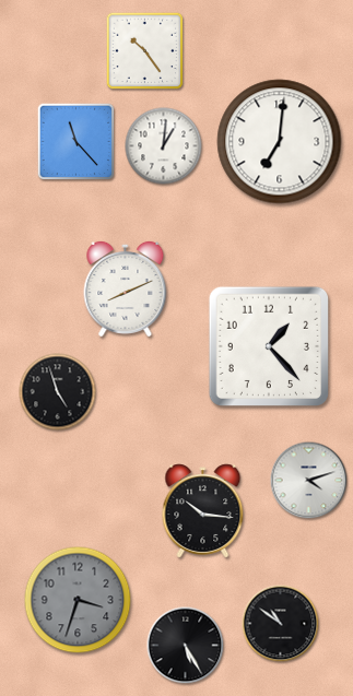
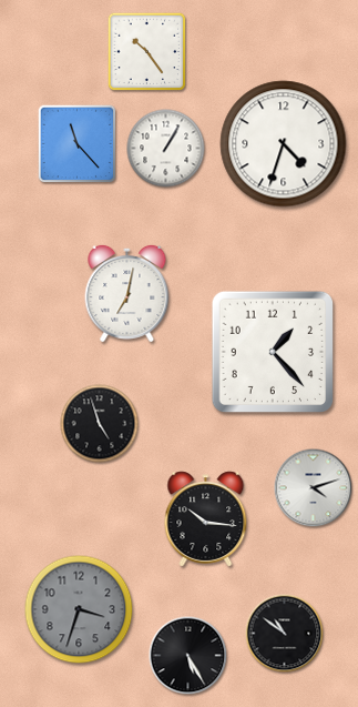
clock at (280, 142): 7:01 -> 4:33
clock at (164, 146): 1:01 -> 1:05
clock at (126, 288): 8:11 -> 7:02
clock at (58, 392) position: (58, 392) -> (100, 424)
